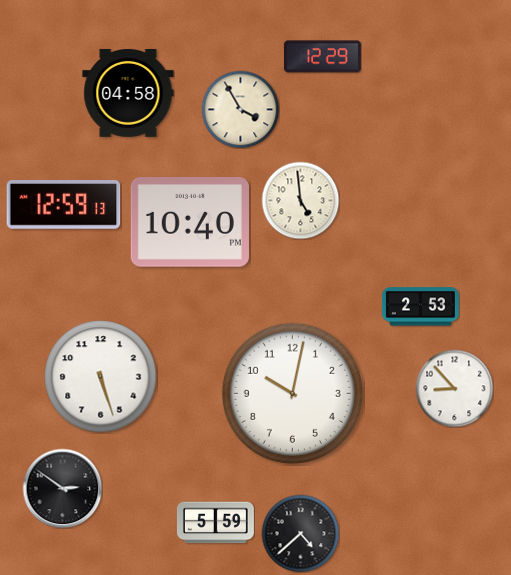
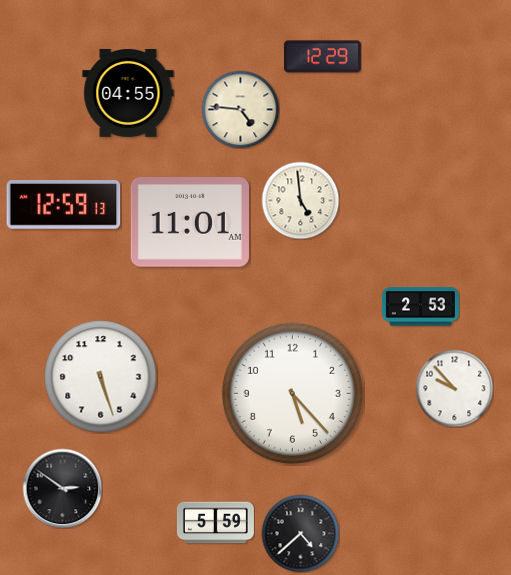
clock at (128, 93): 04:58 -> 04:55
clock at (240, 109): 3:55 -> 4:46
clock at (190, 223): 10:40 -> 11:01
clock at (454, 388): 8:53 -> 9:53
clock at (292, 393): 10:02 -> 5:23
